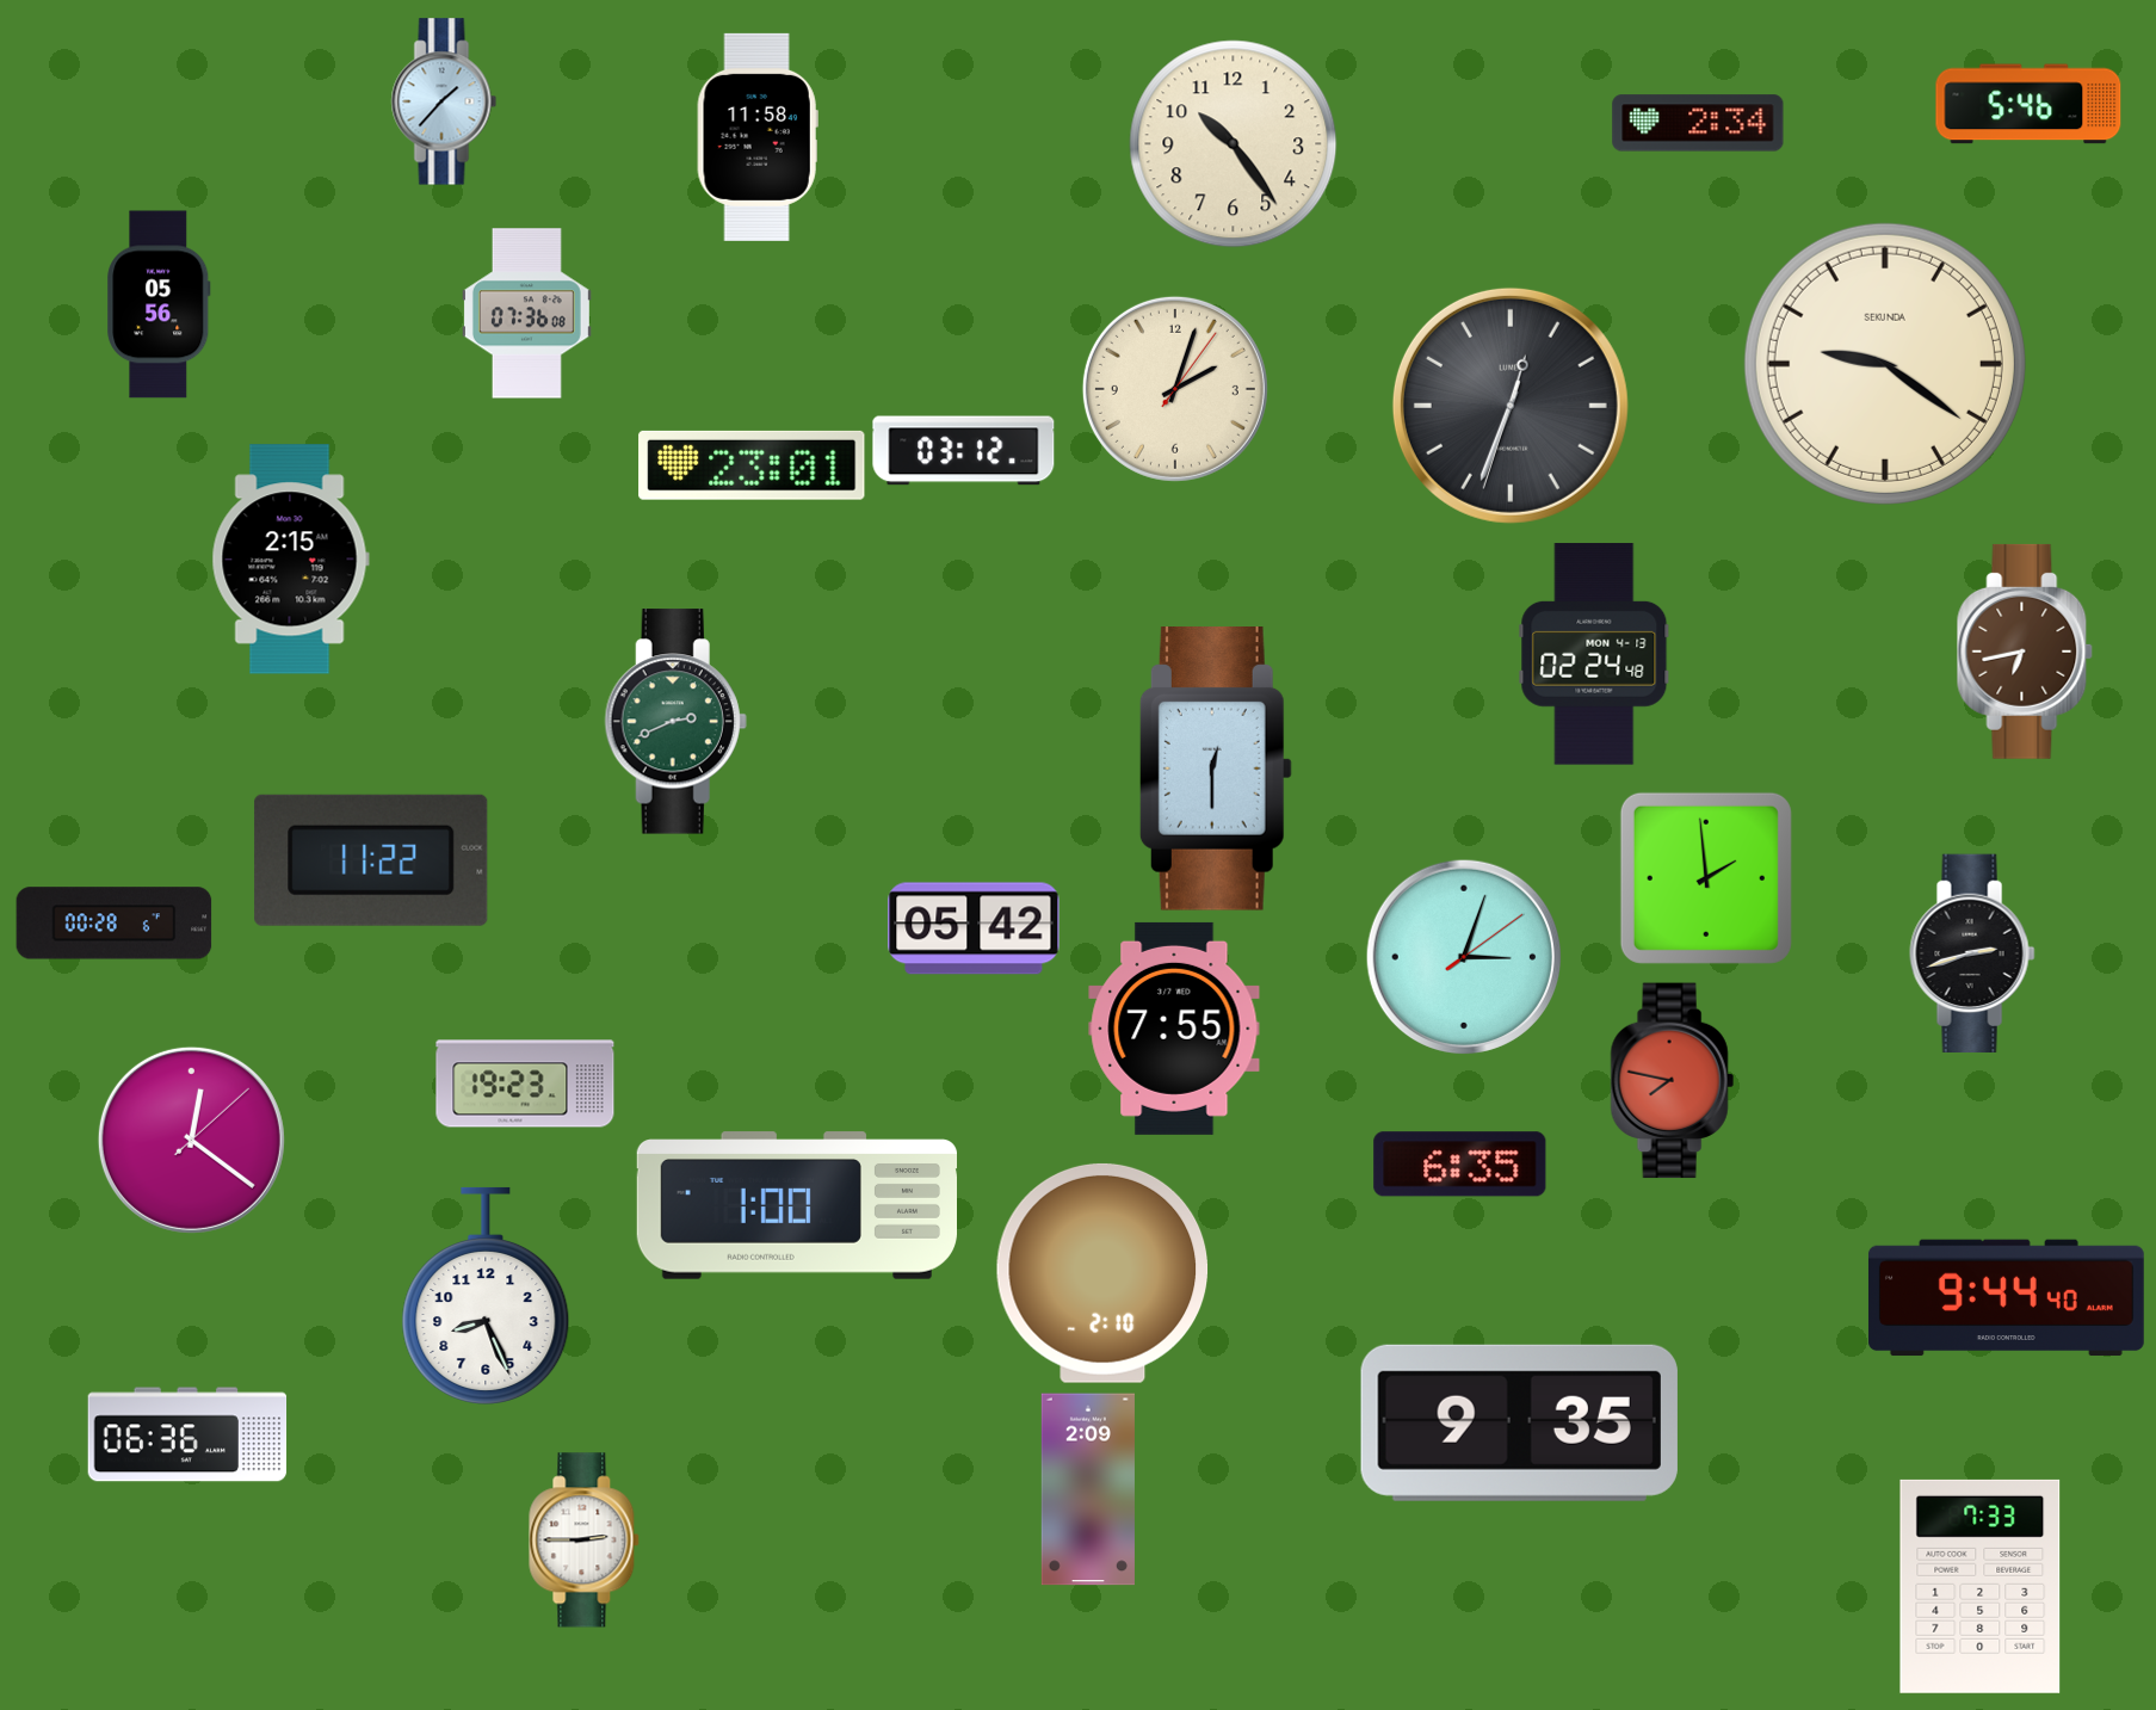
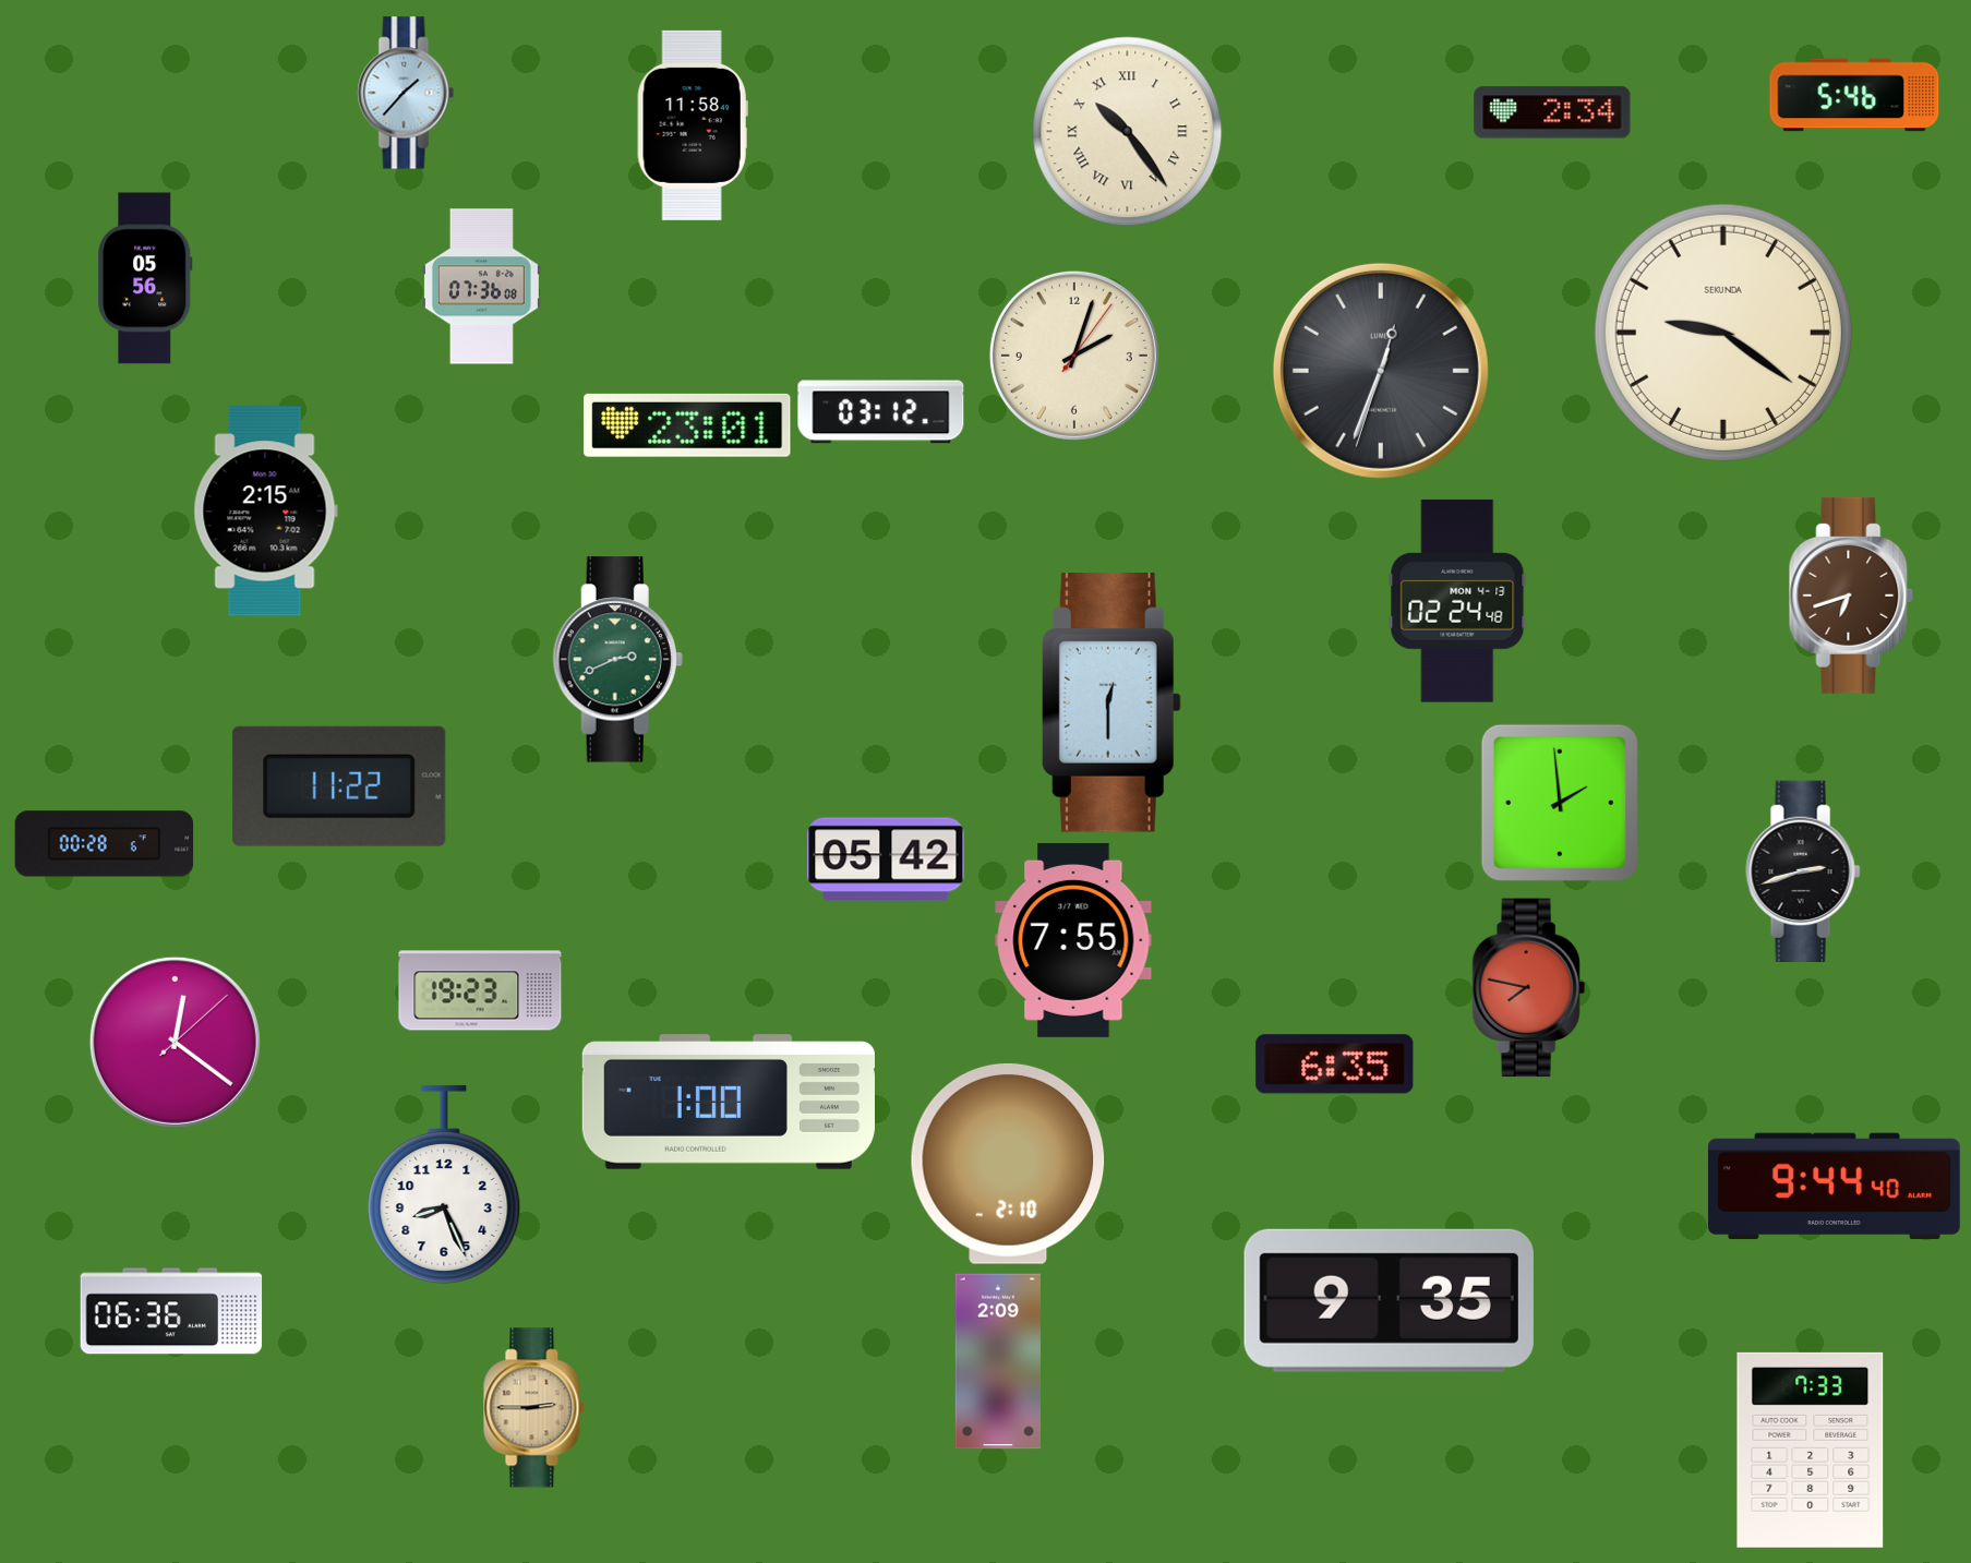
clock at (1234, 144) numerals: Arabic -> Roman
clock at (2025, 652): 6:43 -> 6:42
clock at (1594, 654) position: (1594, 654) -> (1457, 601)
clock at (974, 928) position: (974, 928) -> (886, 859)
clock at (1464, 957): 3:03 -> none
clock at (1088, 1489) position: (1088, 1489) -> (998, 1361)
clock at (585, 1541) dial: white -> champagne
